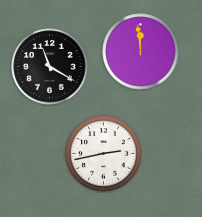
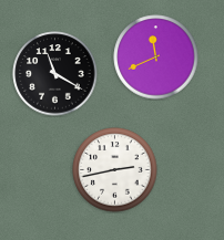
clock at (141, 52): 11:59 -> 11:41
